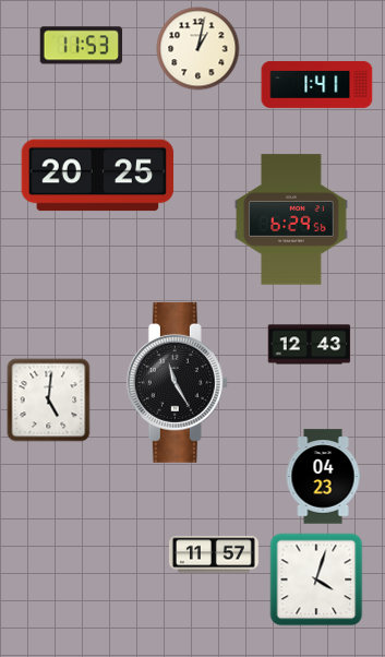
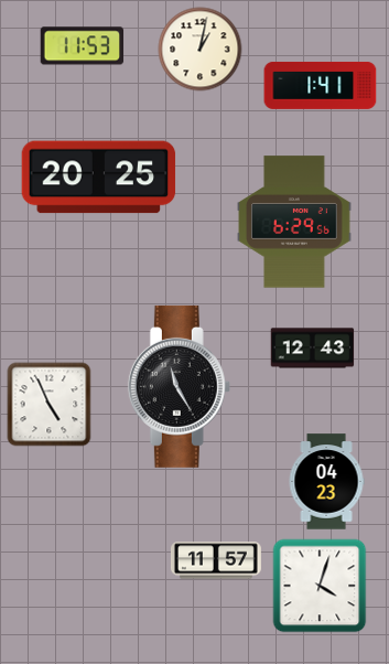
clock at (49, 401): 5:01 -> 4:56
